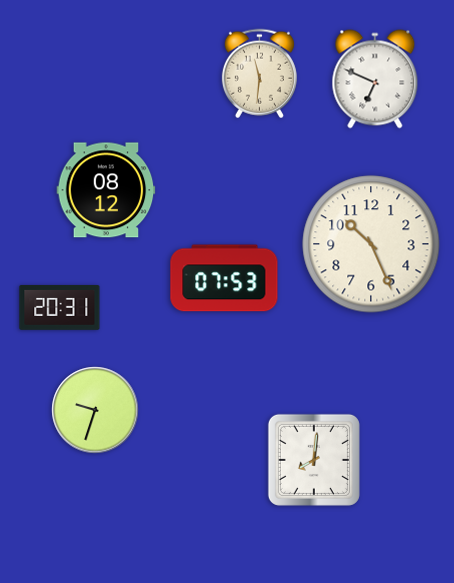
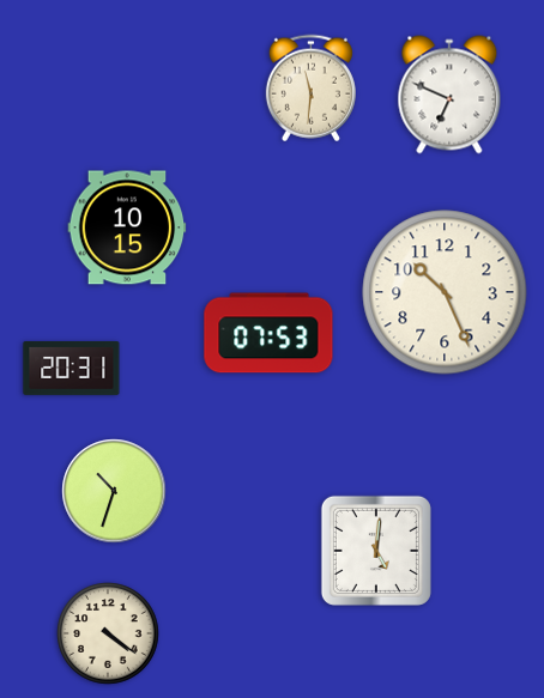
clock at (106, 190): 08:12 -> 10:15
clock at (95, 410): 9:33 -> 10:33
clock at (314, 460): 8:01 -> 5:01
clock at (108, 633): none -> 4:21
